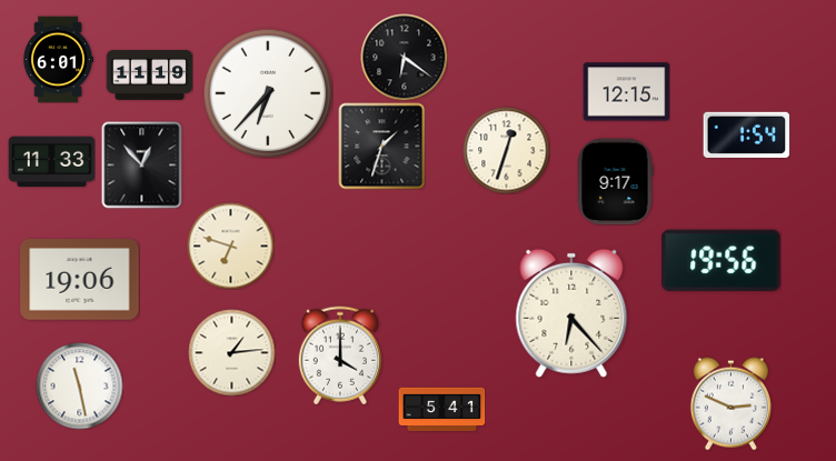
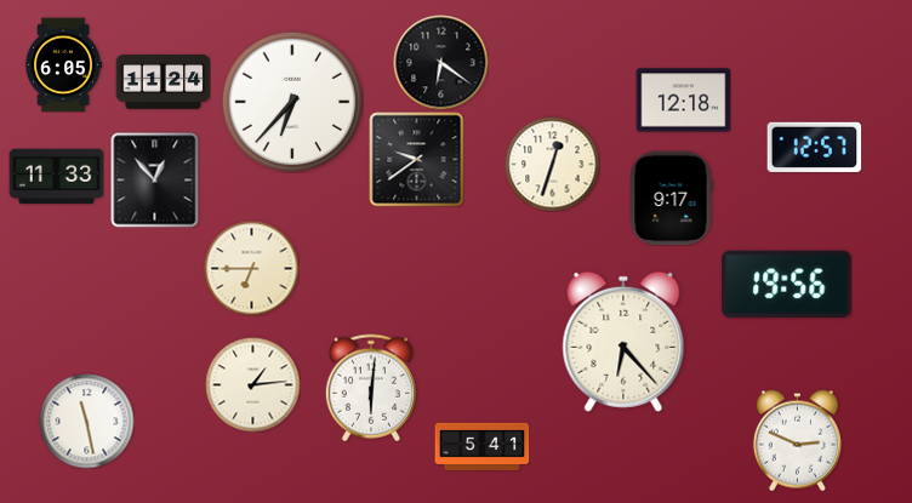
clock at (58, 59): 6:01 -> 6:05
clock at (149, 76): 11:19 -> 11:24
clock at (626, 92): 12:15 -> 12:18
clock at (746, 134): 1:54 -> 12:57
clock at (381, 146): 1:33 -> 9:39
clock at (230, 245): 6:48 -> 6:45
clock at (80, 280): 19:06 -> none
clock at (340, 355): 4:00 -> 6:01
